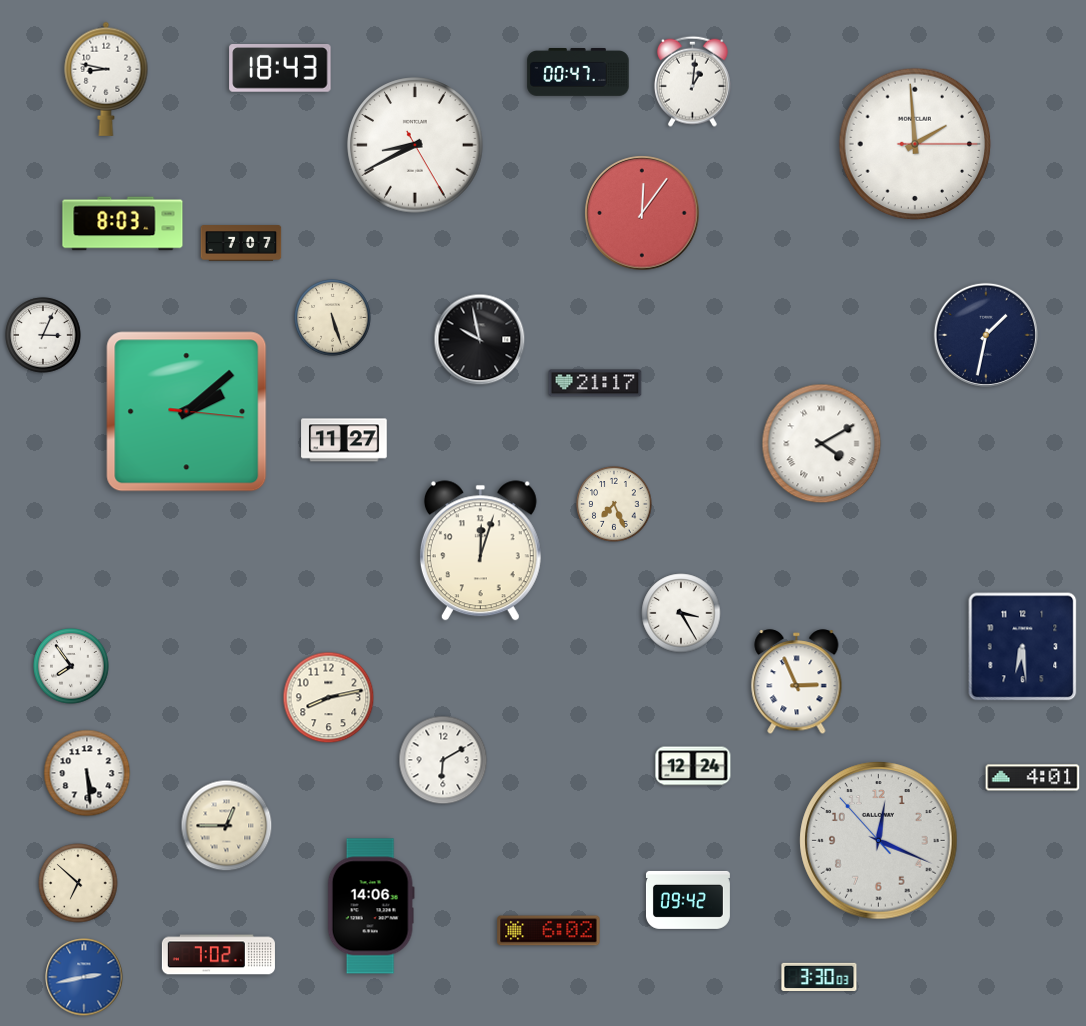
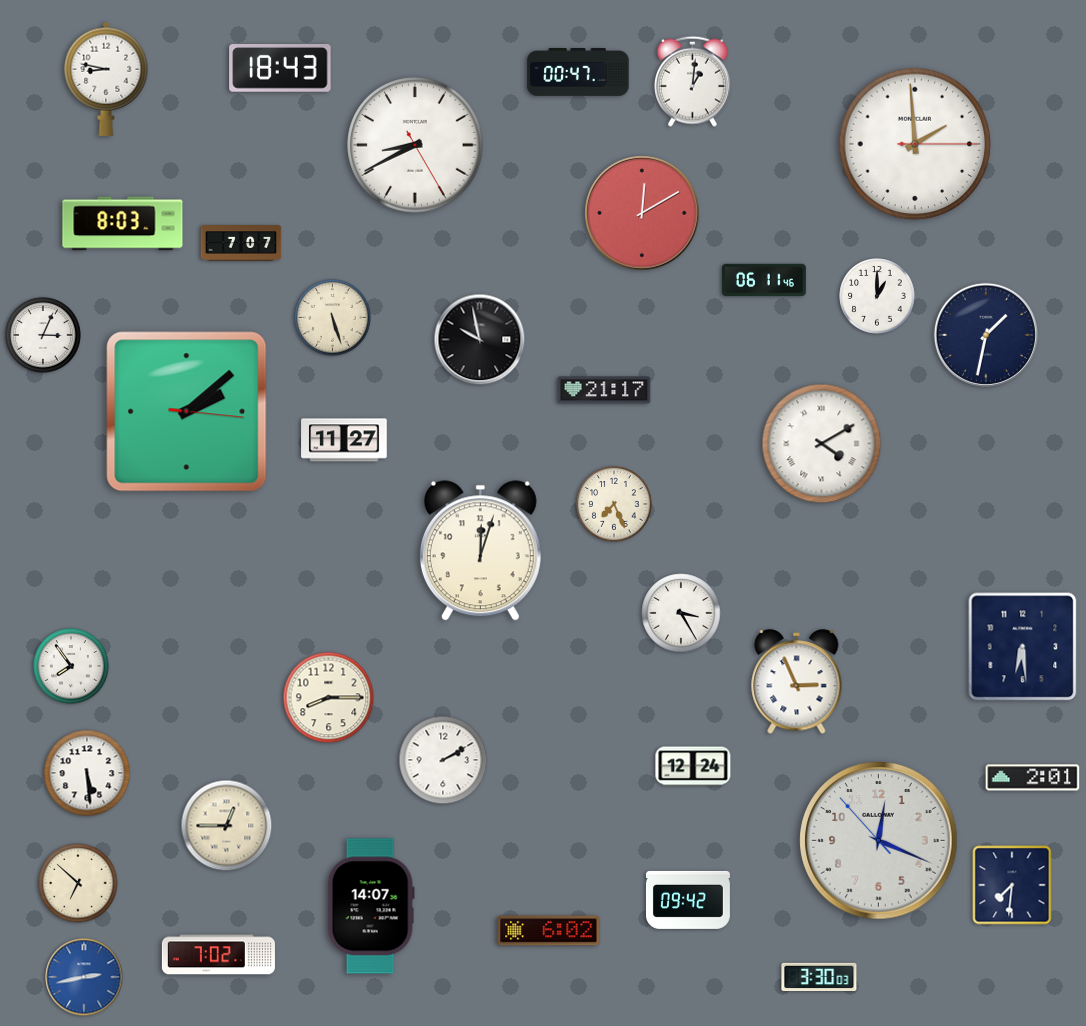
clock at (642, 213): 12:06 -> 12:10
clock at (764, 280): none -> 06:11
clock at (877, 296): none -> 1:00
clock at (595, 383) position: (595, 383) -> (604, 390)
clock at (329, 698): 8:13 -> 8:15
clock at (443, 760): 6:10 -> 2:10
clock at (1033, 778): 4:01 -> 2:01
clock at (1012, 885): none -> 7:31
clock at (371, 906): 14:06 -> 14:07
